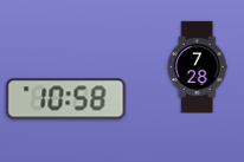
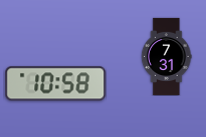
clock at (197, 66): 7:28 -> 7:31
